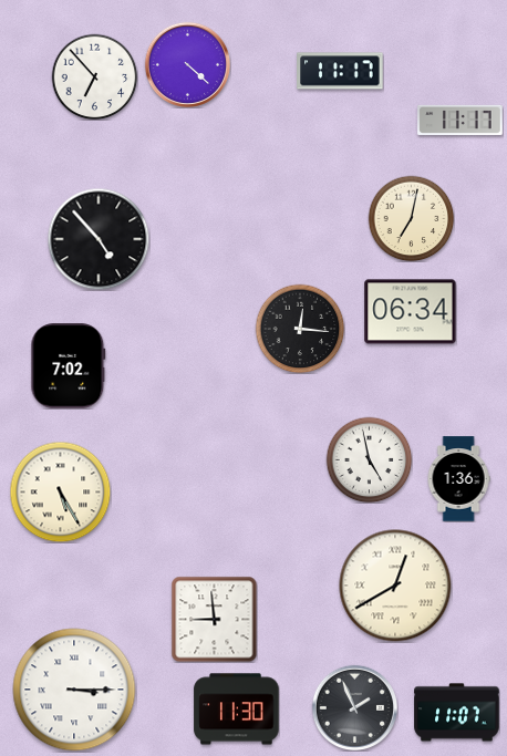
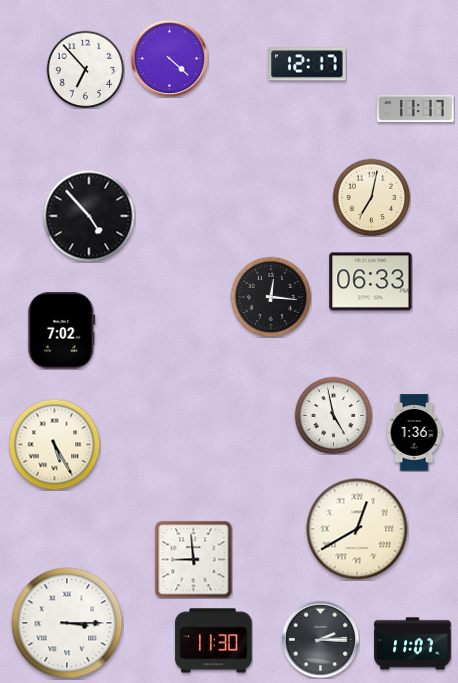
clock at (340, 71): 11:17 -> 12:17
clock at (411, 312): 06:34 -> 06:33
clock at (354, 707): 1:56 -> 2:15
